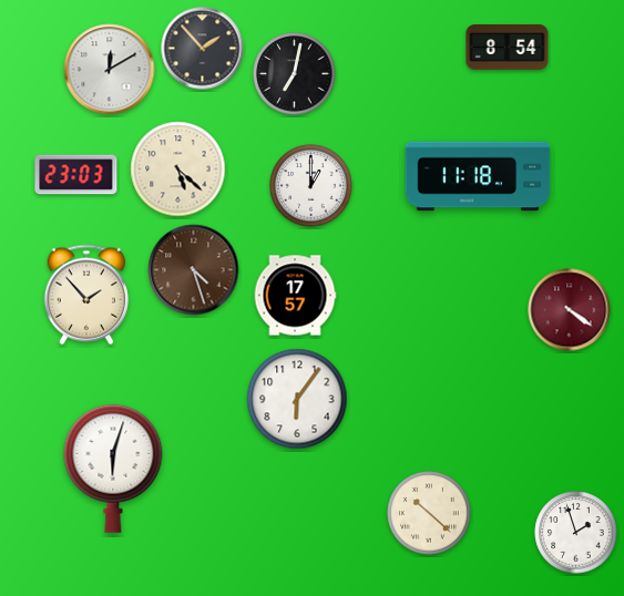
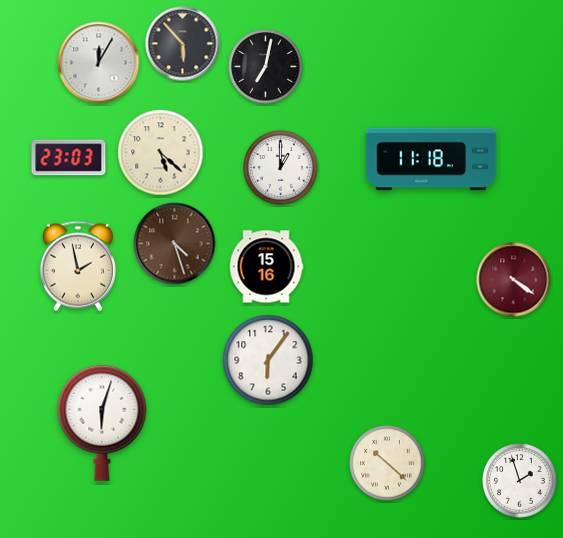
clock at (508, 48): 8:54 -> none
clock at (203, 49): 1:53 -> 5:53
clock at (110, 70): 12:10 -> 12:05
clock at (86, 295): 1:53 -> 1:58
clock at (295, 296): 17:57 -> 15:16
